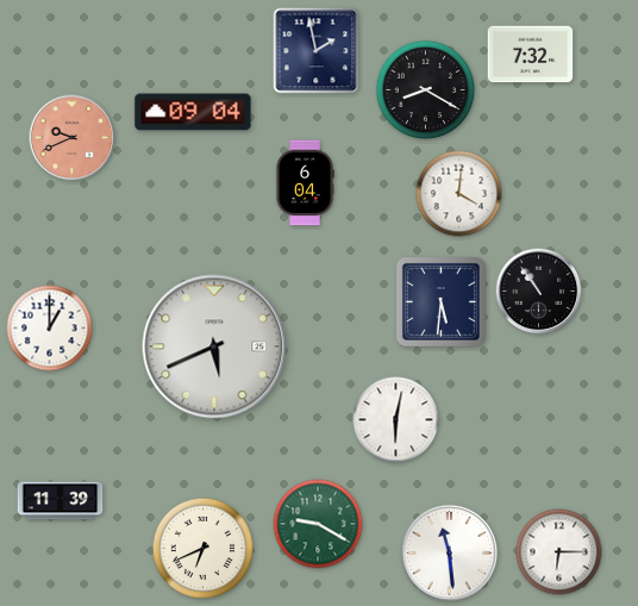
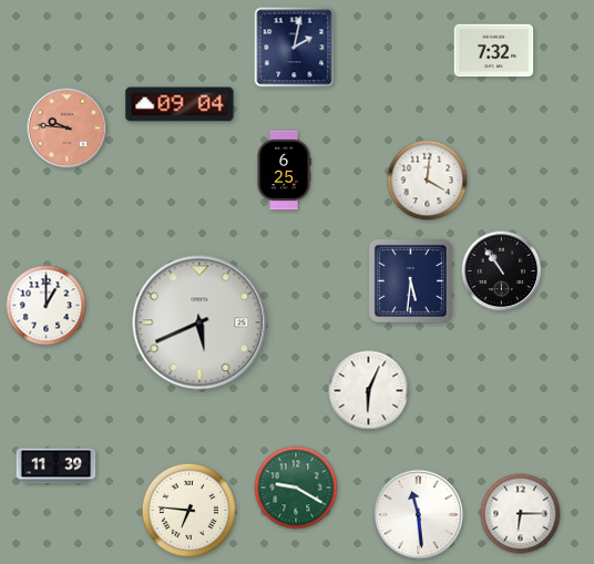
clock at (317, 51): 1:58 -> 2:02
clock at (426, 90): 8:20 -> none
clock at (73, 138): 9:41 -> 9:46
clock at (305, 183): 6:04 -> 6:25
clock at (396, 420): 6:02 -> 6:04
clock at (202, 548): 6:41 -> 6:46
